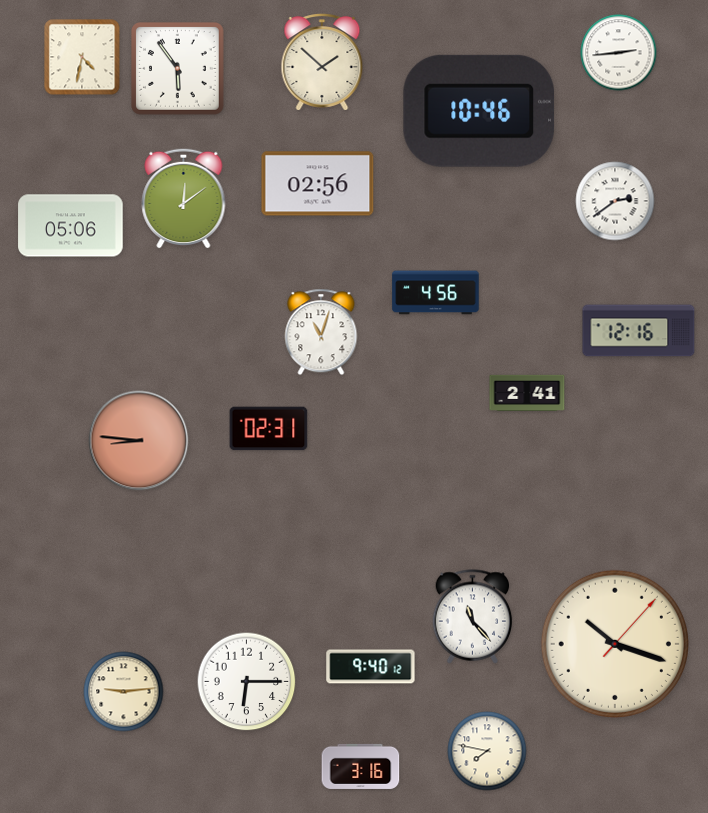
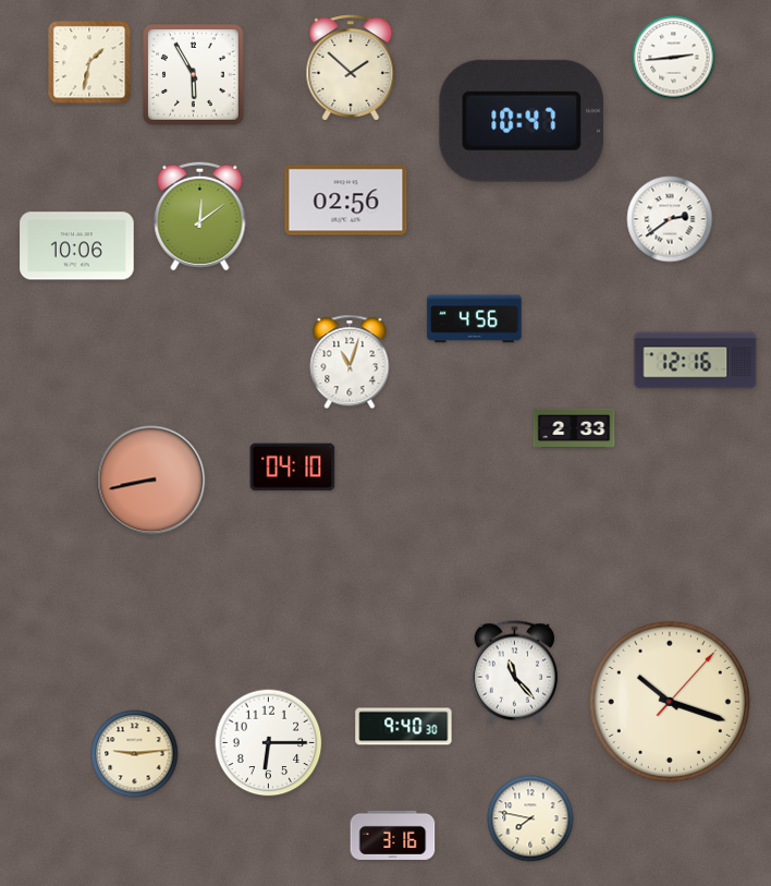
clock at (82, 57): 4:32 -> 1:32
clock at (178, 69): 5:54 -> 5:55
clock at (479, 111): 10:46 -> 10:47
clock at (71, 226): 05:06 -> 10:06
clock at (527, 392): 2:41 -> 2:33
clock at (269, 429): 02:31 -> 04:10
clock at (139, 441): 8:46 -> 8:43
clock at (371, 667): 9:40:12 -> 9:40:30
